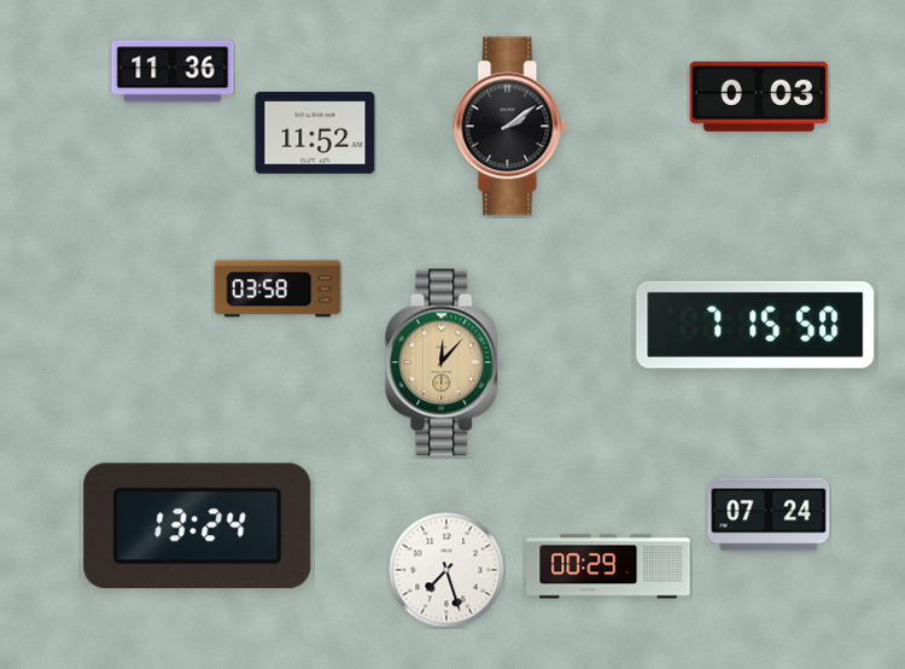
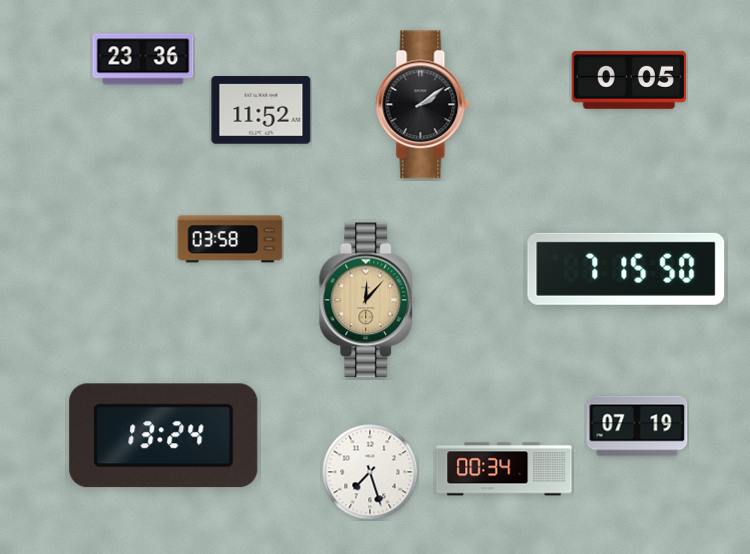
clock at (173, 71): 11:36 -> 23:36
clock at (759, 97): 0:03 -> 0:05
clock at (769, 514): 07:24 -> 07:19
clock at (608, 566): 00:29 -> 00:34
